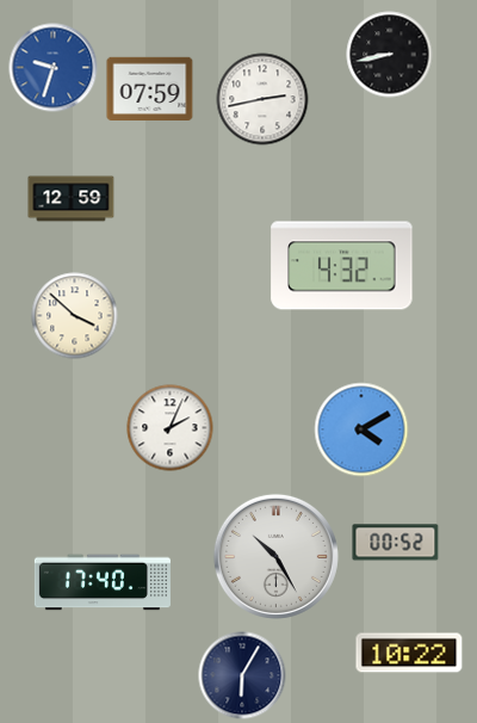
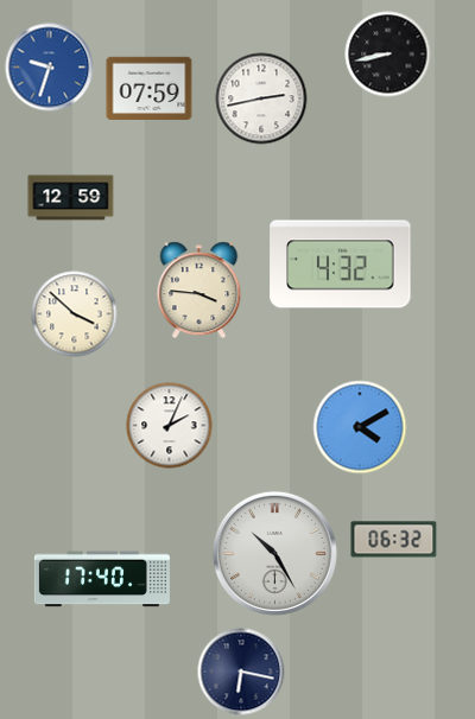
clock at (54, 68) position: (54, 68) -> (50, 68)
clock at (199, 291): none -> 3:46
clock at (396, 543): 00:52 -> 06:32
clock at (409, 653): 10:22 -> none
clock at (242, 675): 6:05 -> 6:17
